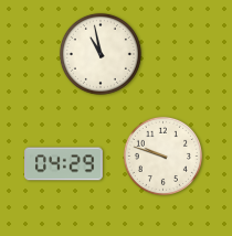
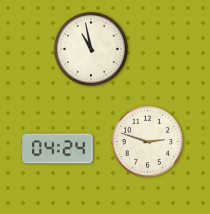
clock at (162, 155): 9:48 -> 2:48
clock at (64, 164): 04:29 -> 04:24
